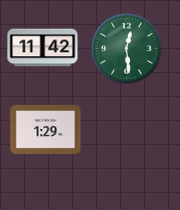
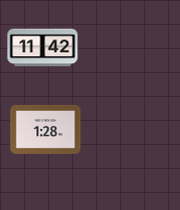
clock at (127, 49): 12:29 -> none
clock at (46, 129): 1:29 -> 1:28
